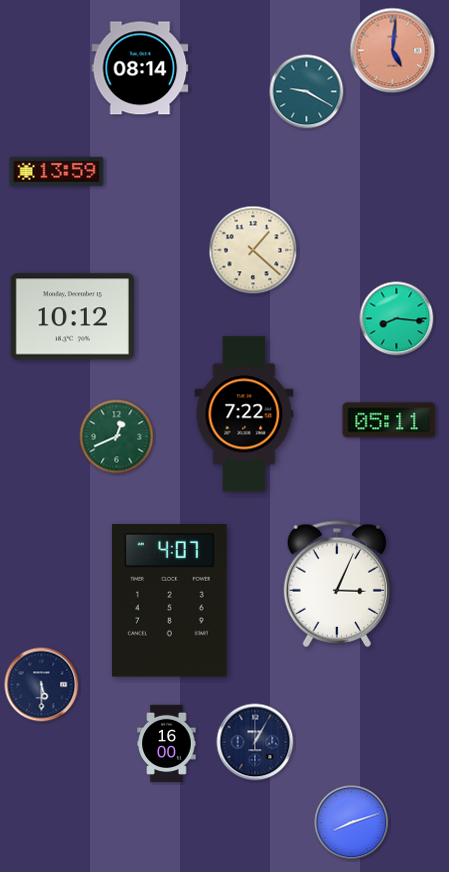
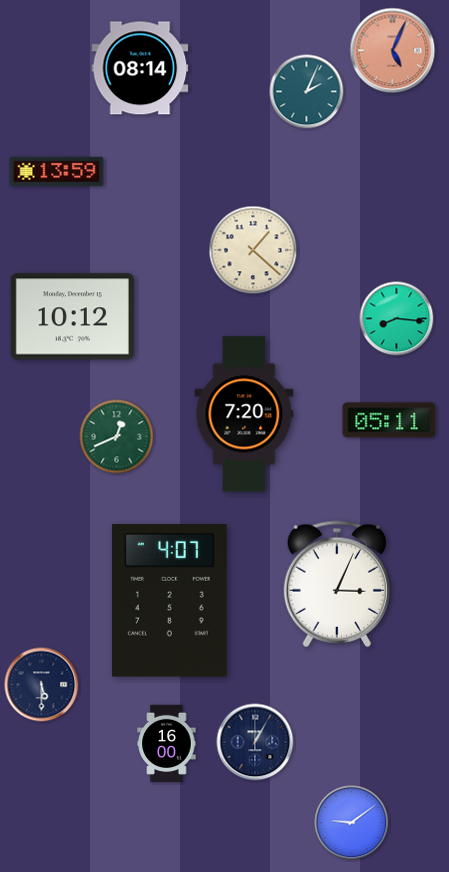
clock at (393, 51): 5:01 -> 5:04
clock at (307, 92): 9:20 -> 2:04
clock at (244, 414): 7:22 -> 7:20
clock at (352, 823): 8:12 -> 9:09
